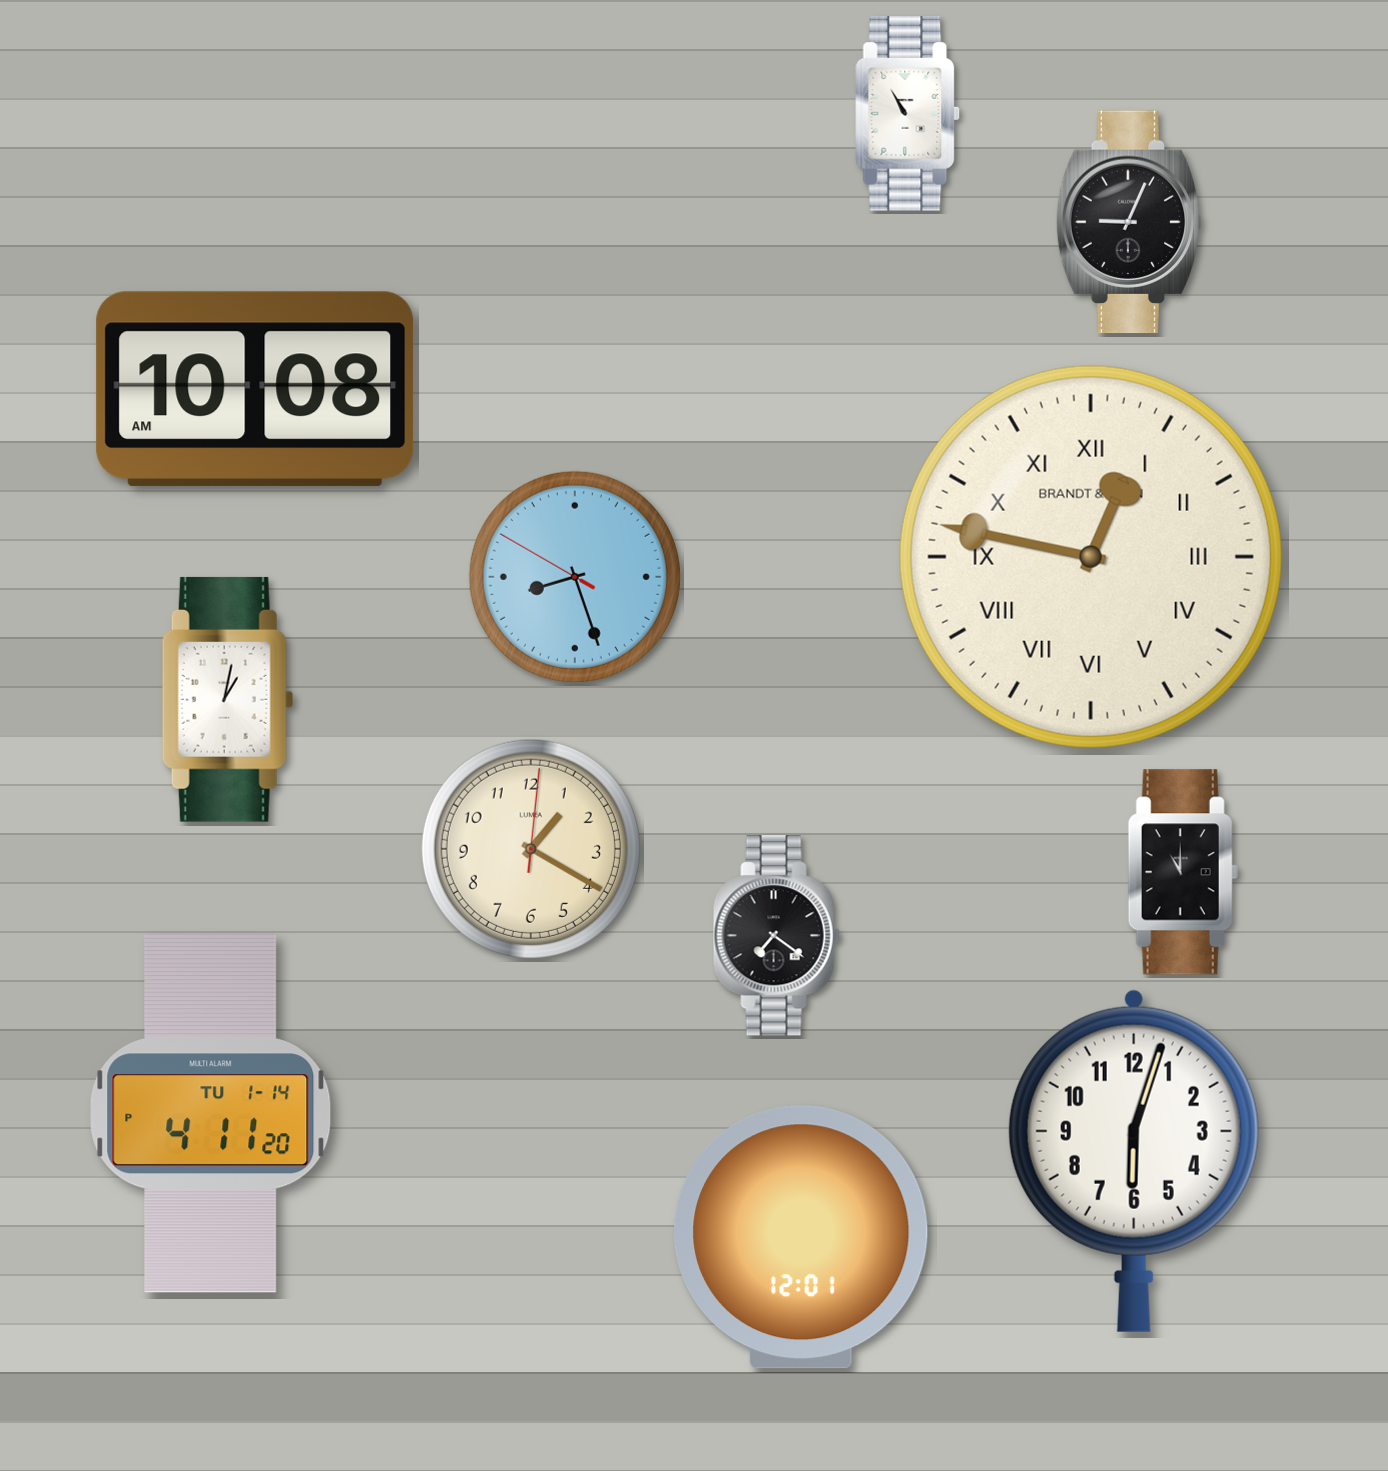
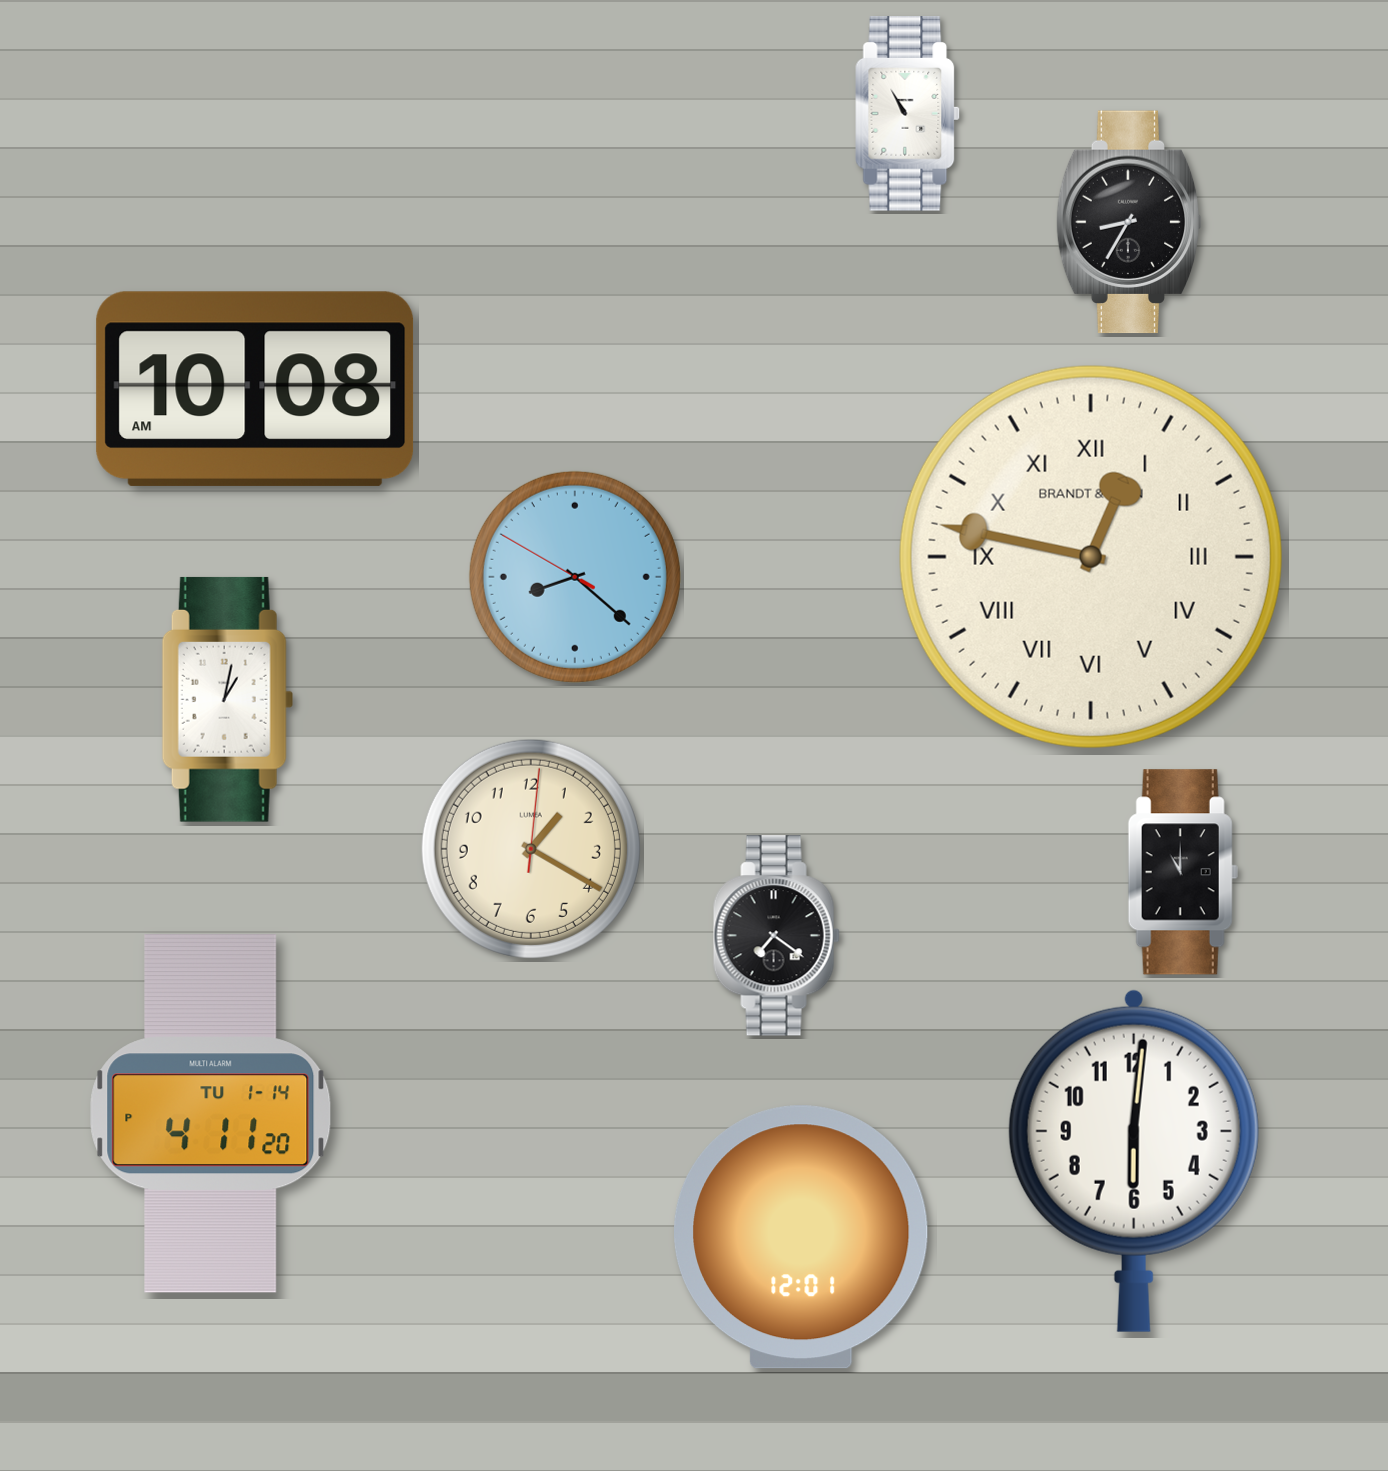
clock at (1129, 222): 9:04 -> 8:35
clock at (575, 577): 8:26 -> 8:21
clock at (1134, 1161): 6:03 -> 6:01
